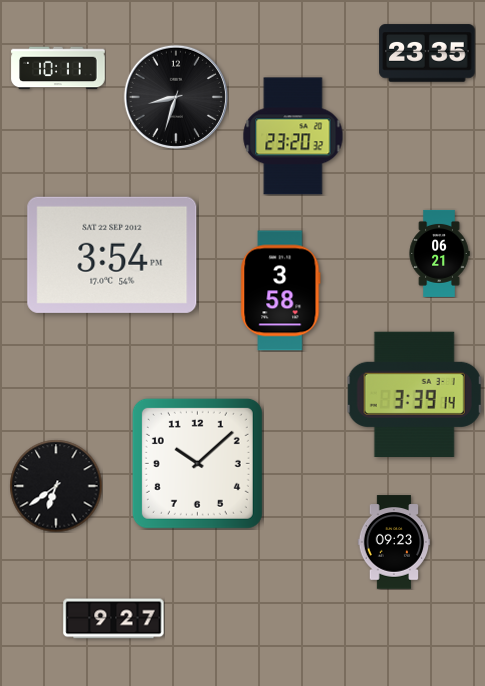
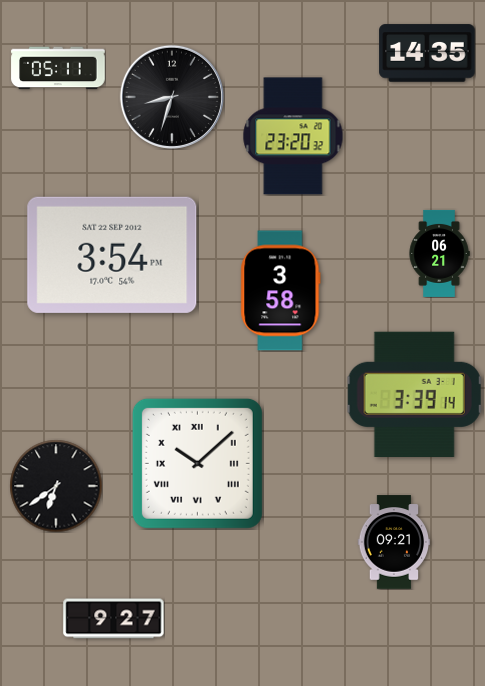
clock at (427, 53): 23:35 -> 14:35
clock at (58, 68): 10:11 -> 05:11
clock at (176, 97) position: (176, 97) -> (172, 97)
clock at (197, 463) numerals: Arabic -> Roman
clock at (394, 542): 09:23 -> 09:21
